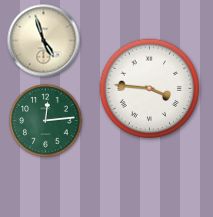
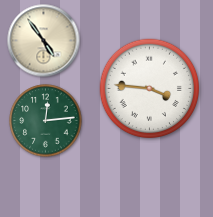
clock at (44, 41): 4:57 -> 4:54
